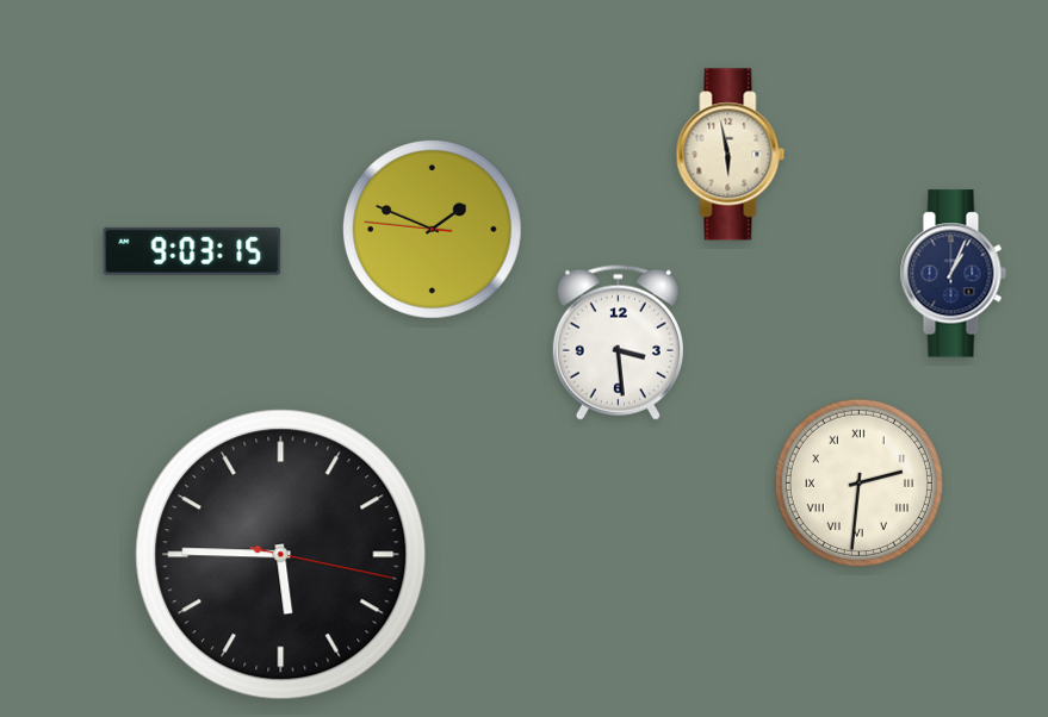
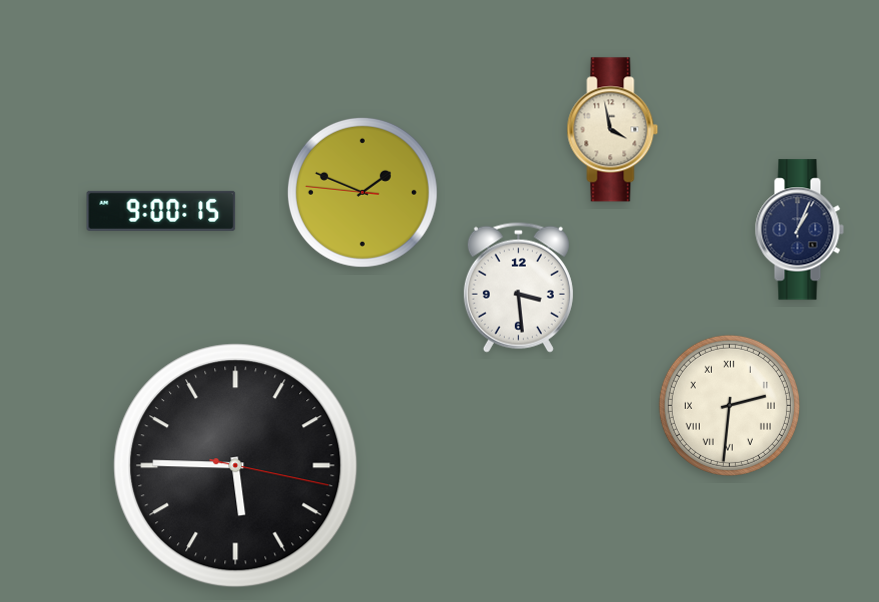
clock at (731, 155): 5:58 -> 3:58
clock at (192, 251): 9:03 -> 9:00
clock at (858, 482) position: (858, 482) -> (729, 405)
